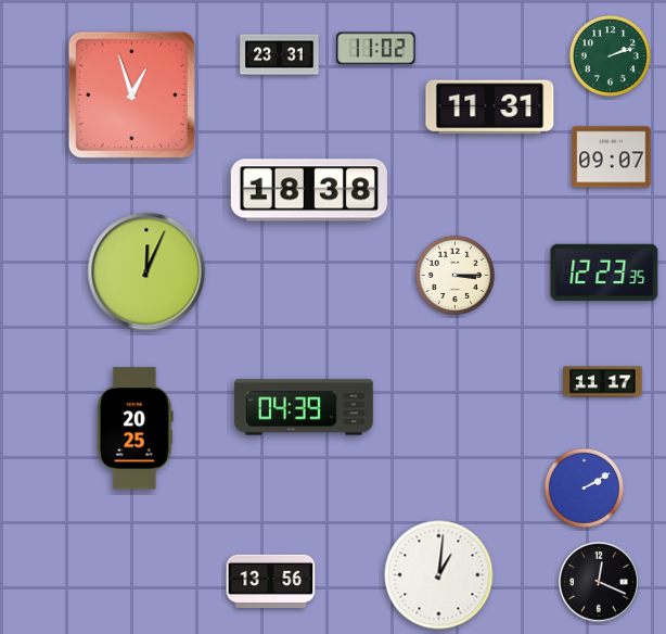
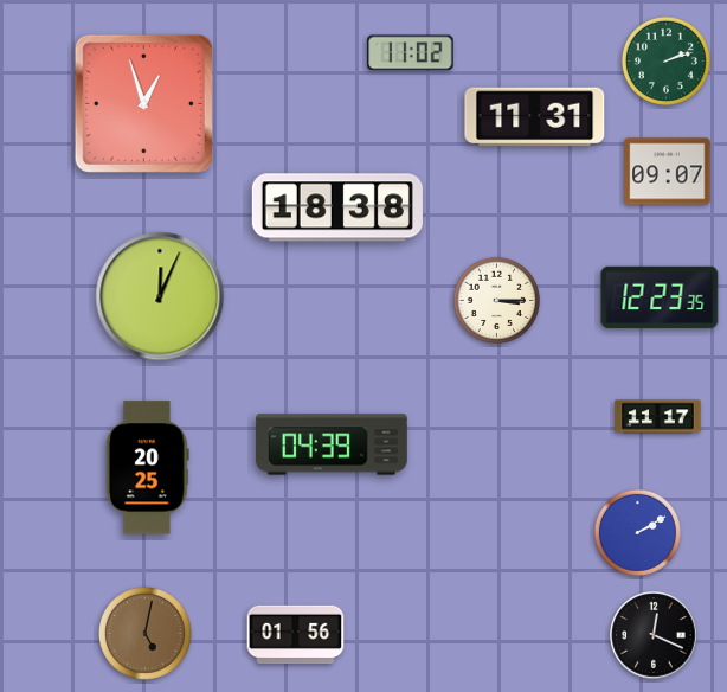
clock at (280, 55): 23:31 -> none
clock at (439, 575): 1:01 -> none
clock at (146, 634): none -> 5:02
clock at (271, 582): 13:56 -> 01:56
